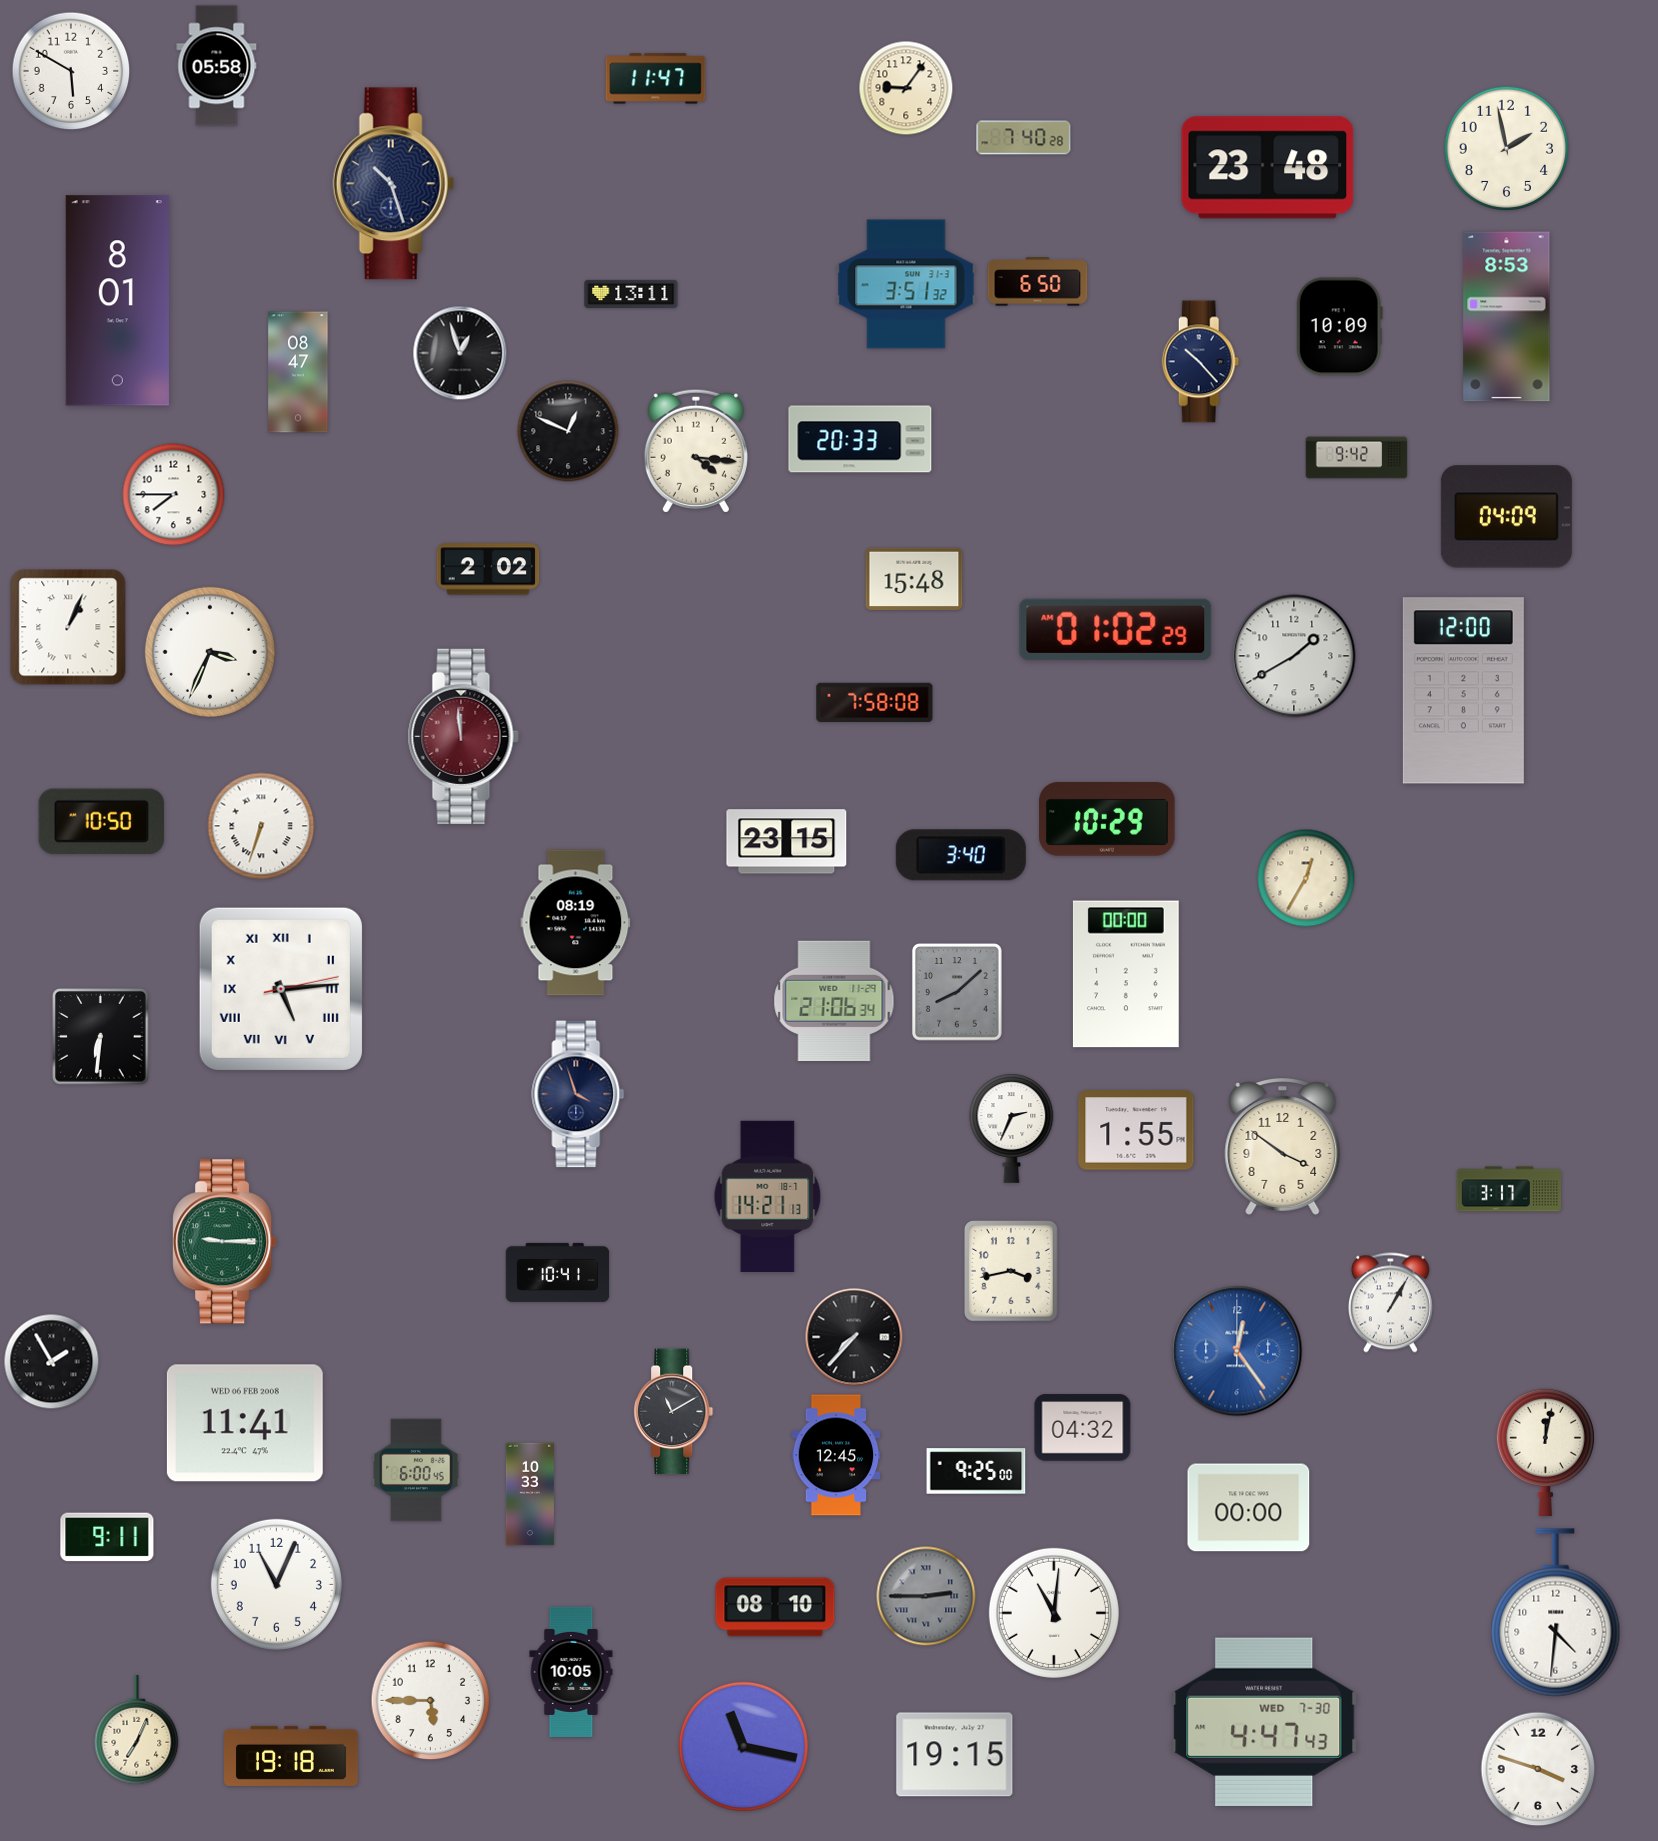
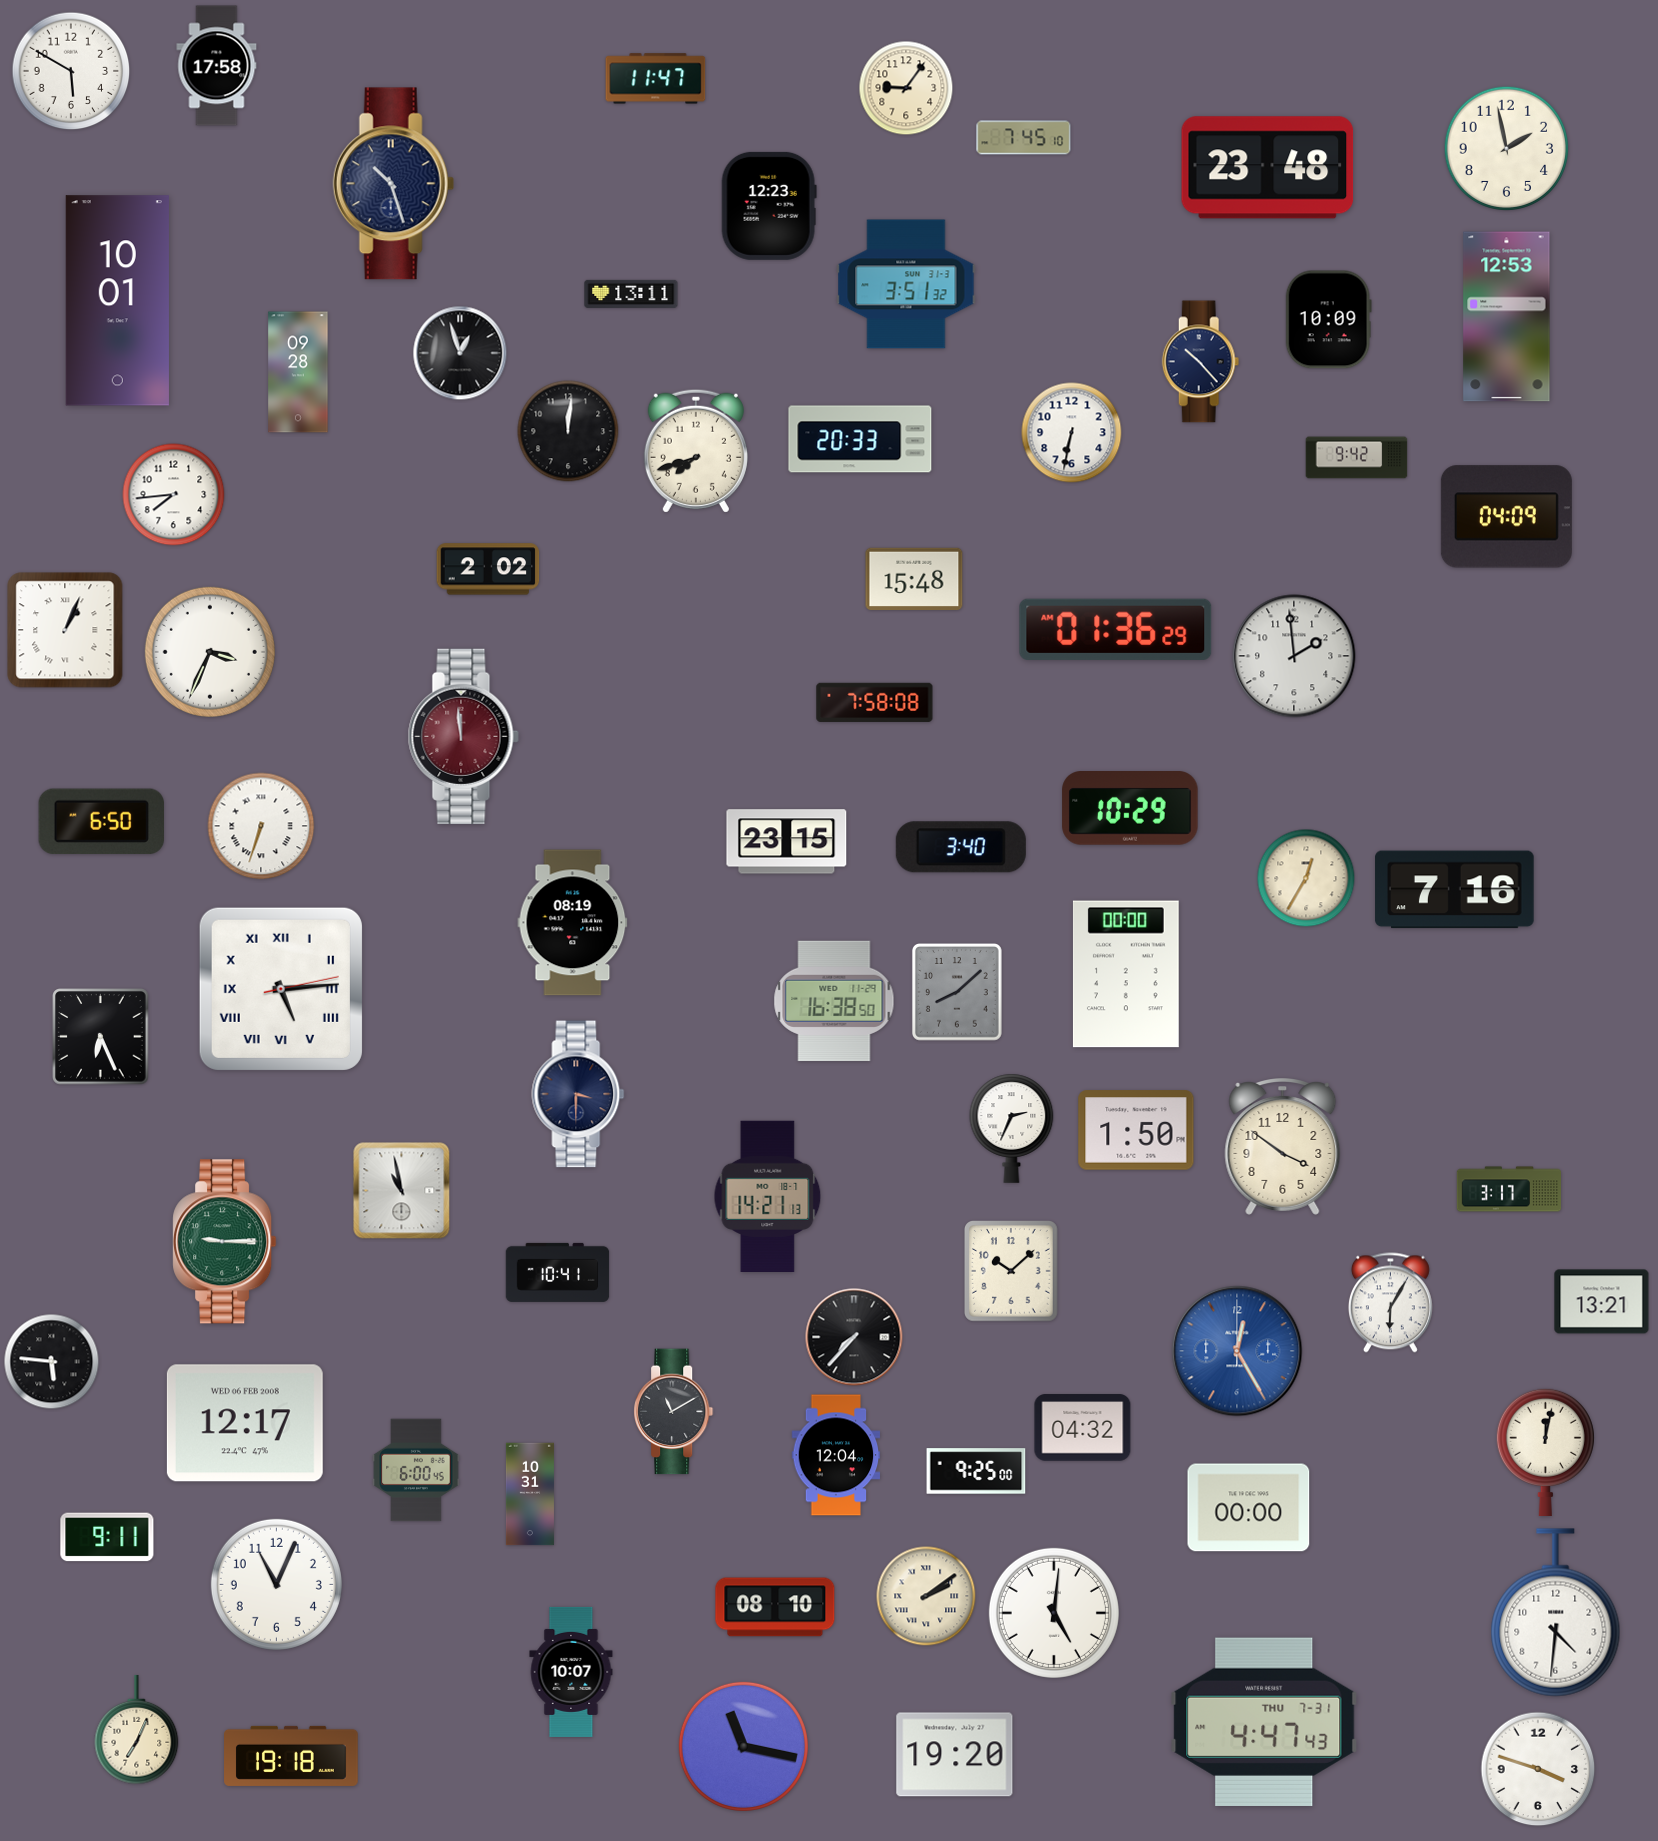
clock at (217, 66): 05:58 -> 17:58
clock at (1024, 138): 7:40 -> 7:45
clock at (769, 206): none -> 12:23
clock at (1038, 282): 6:50 -> none
clock at (117, 301): 8:01 -> 10:01
clock at (1507, 317): 8:53 -> 12:53
clock at (1339, 327) position: (1339, 327) -> (1328, 320)
clock at (298, 372): 08:47 -> 09:28
clock at (568, 431): 12:49 -> 12:01
clock at (1072, 433): none -> 6:32
clock at (696, 451): 4:16 -> 7:42
clock at (174, 495): 7:45 -> 7:44
clock at (68, 627) position: (68, 627) -> (65, 630)
clock at (1116, 629): 01:02 -> 01:36
clock at (1294, 656): 1:40 -> 1:59
clock at (1463, 691): 12:00 -> none
clock at (1107, 820) position: (1107, 820) -> (1130, 809)
clock at (101, 822): 10:50 -> 6:50
clock at (961, 855) position: (961, 855) -> (961, 847)
clock at (1455, 890): none -> 7:16
clock at (576, 923) position: (576, 923) -> (573, 923)
clock at (834, 1001): 21:06 -> 16:38
clock at (101, 1037): 6:31 -> 6:26
clock at (578, 1094): 3:57 -> 3:30
clock at (1136, 1130): 1:55 -> 1:50
clock at (402, 1191): none -> 10:58
clock at (1012, 1272): 3:43 -> 10:08
clock at (1602, 1302): none -> 13:21
clock at (1390, 1303): 1:05 -> 6:05
clock at (1237, 1351): 12:24 -> 12:25
clock at (52, 1362): 1:55 -> 5:46
clock at (245, 1423): 11:41 -> 12:17
clock at (836, 1455): 12:45 -> 12:04
clock at (530, 1494): 10:33 -> 10:31
clock at (926, 1596): 2:45 -> 2:09
clock at (926, 1596) dial: grey -> cream
clock at (1054, 1613): 11:01 -> 5:01
clock at (571, 1672): 10:05 -> 10:07
clock at (431, 1701): 5:45 -> none
clock at (1264, 1722) date: WED 7-30 -> THU 7-31
clock at (955, 1755): 19:15 -> 19:20
